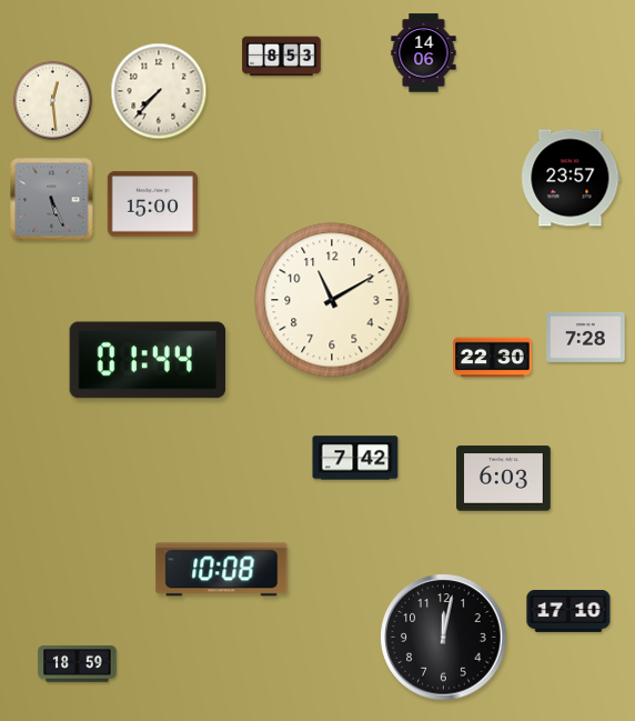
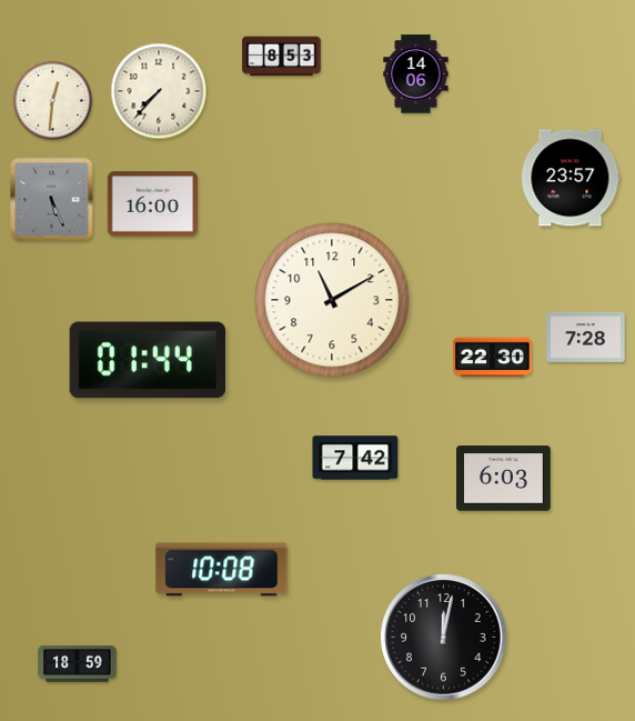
clock at (424, 53) position: (424, 53) -> (416, 74)
clock at (52, 100): 12:29 -> 12:31
clock at (152, 204): 15:00 -> 16:00
clock at (568, 612): 17:10 -> none
